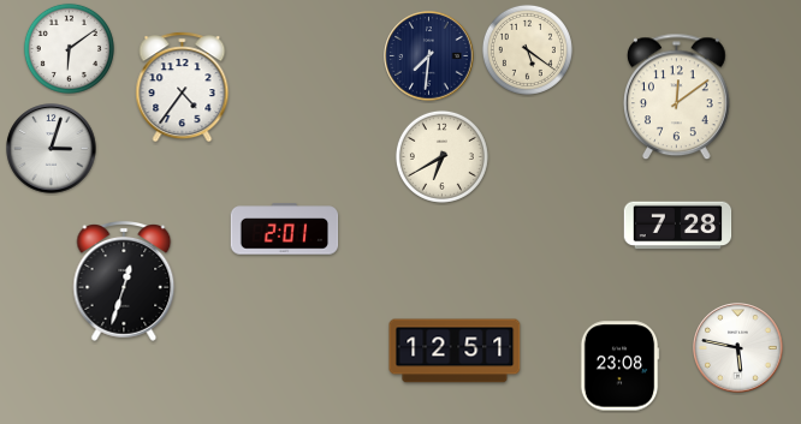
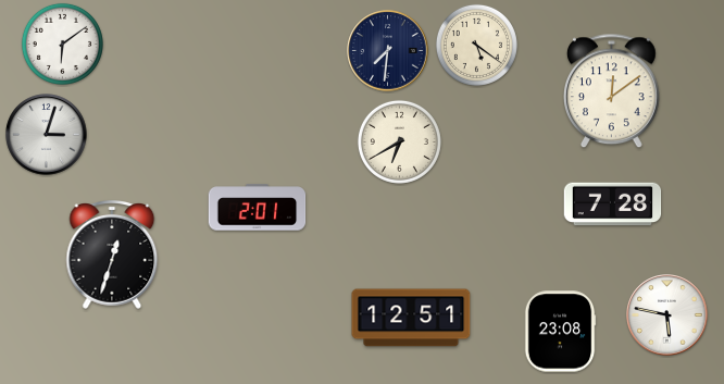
clock at (183, 88): 4:36 -> none
clock at (677, 97) position: (677, 97) -> (612, 91)
